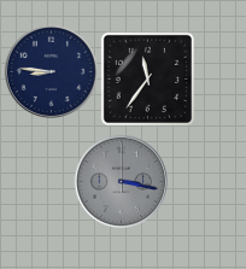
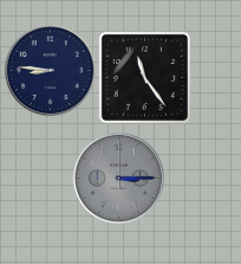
clock at (147, 78): 11:36 -> 11:24
clock at (121, 181): 3:17 -> 3:15
